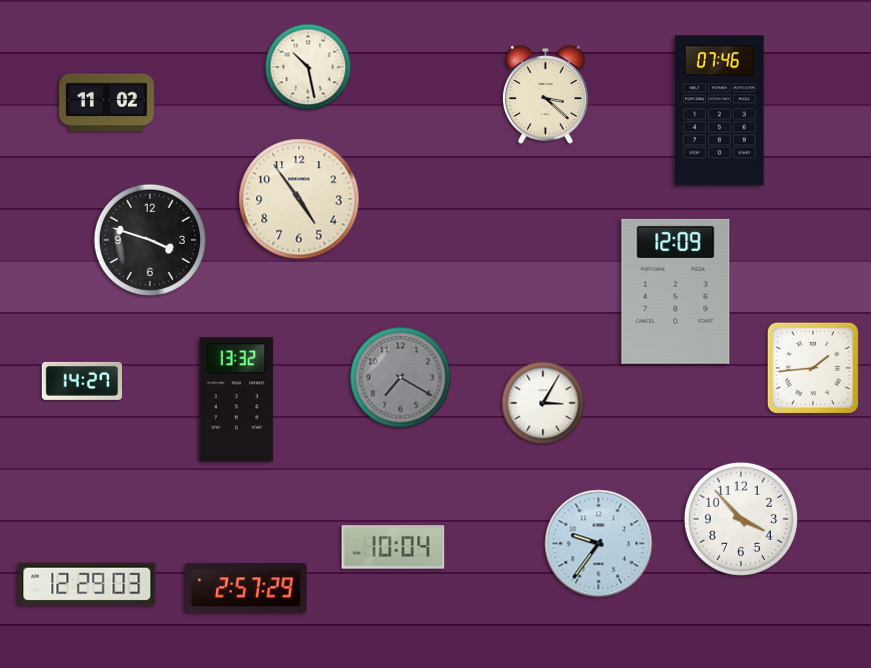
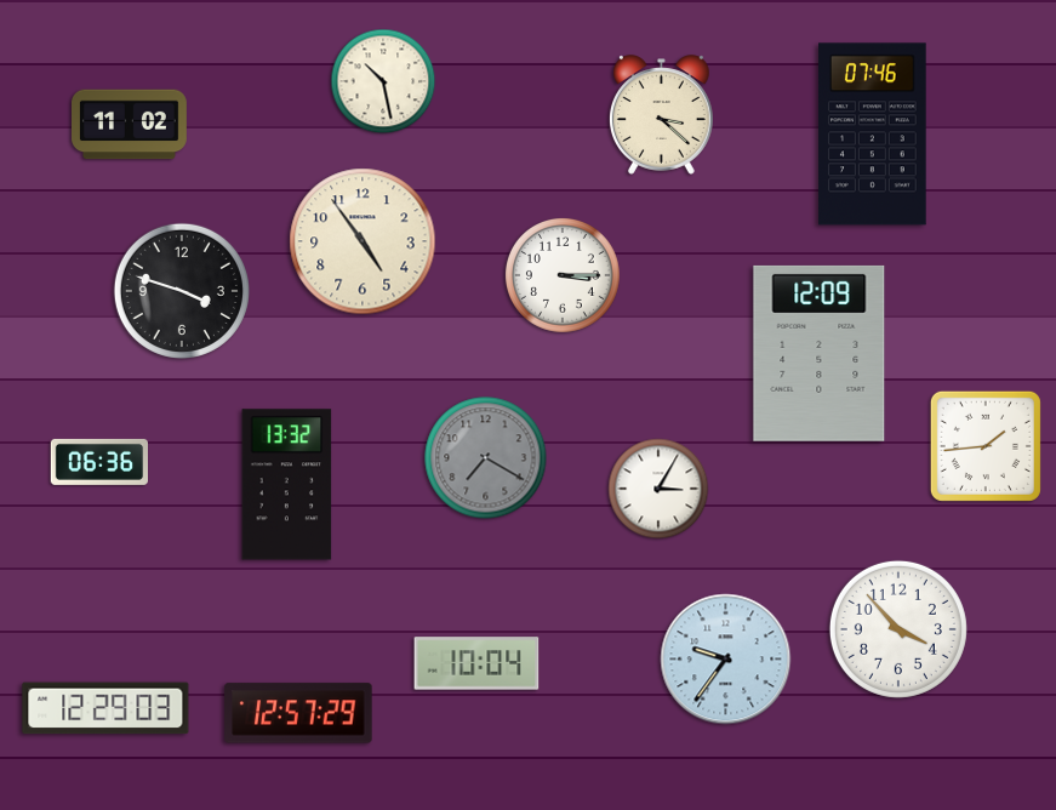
clock at (308, 67) position: (308, 67) -> (383, 81)
clock at (563, 275): none -> 3:15
clock at (81, 381): 14:27 -> 06:36
clock at (246, 588): 2:57 -> 12:57
